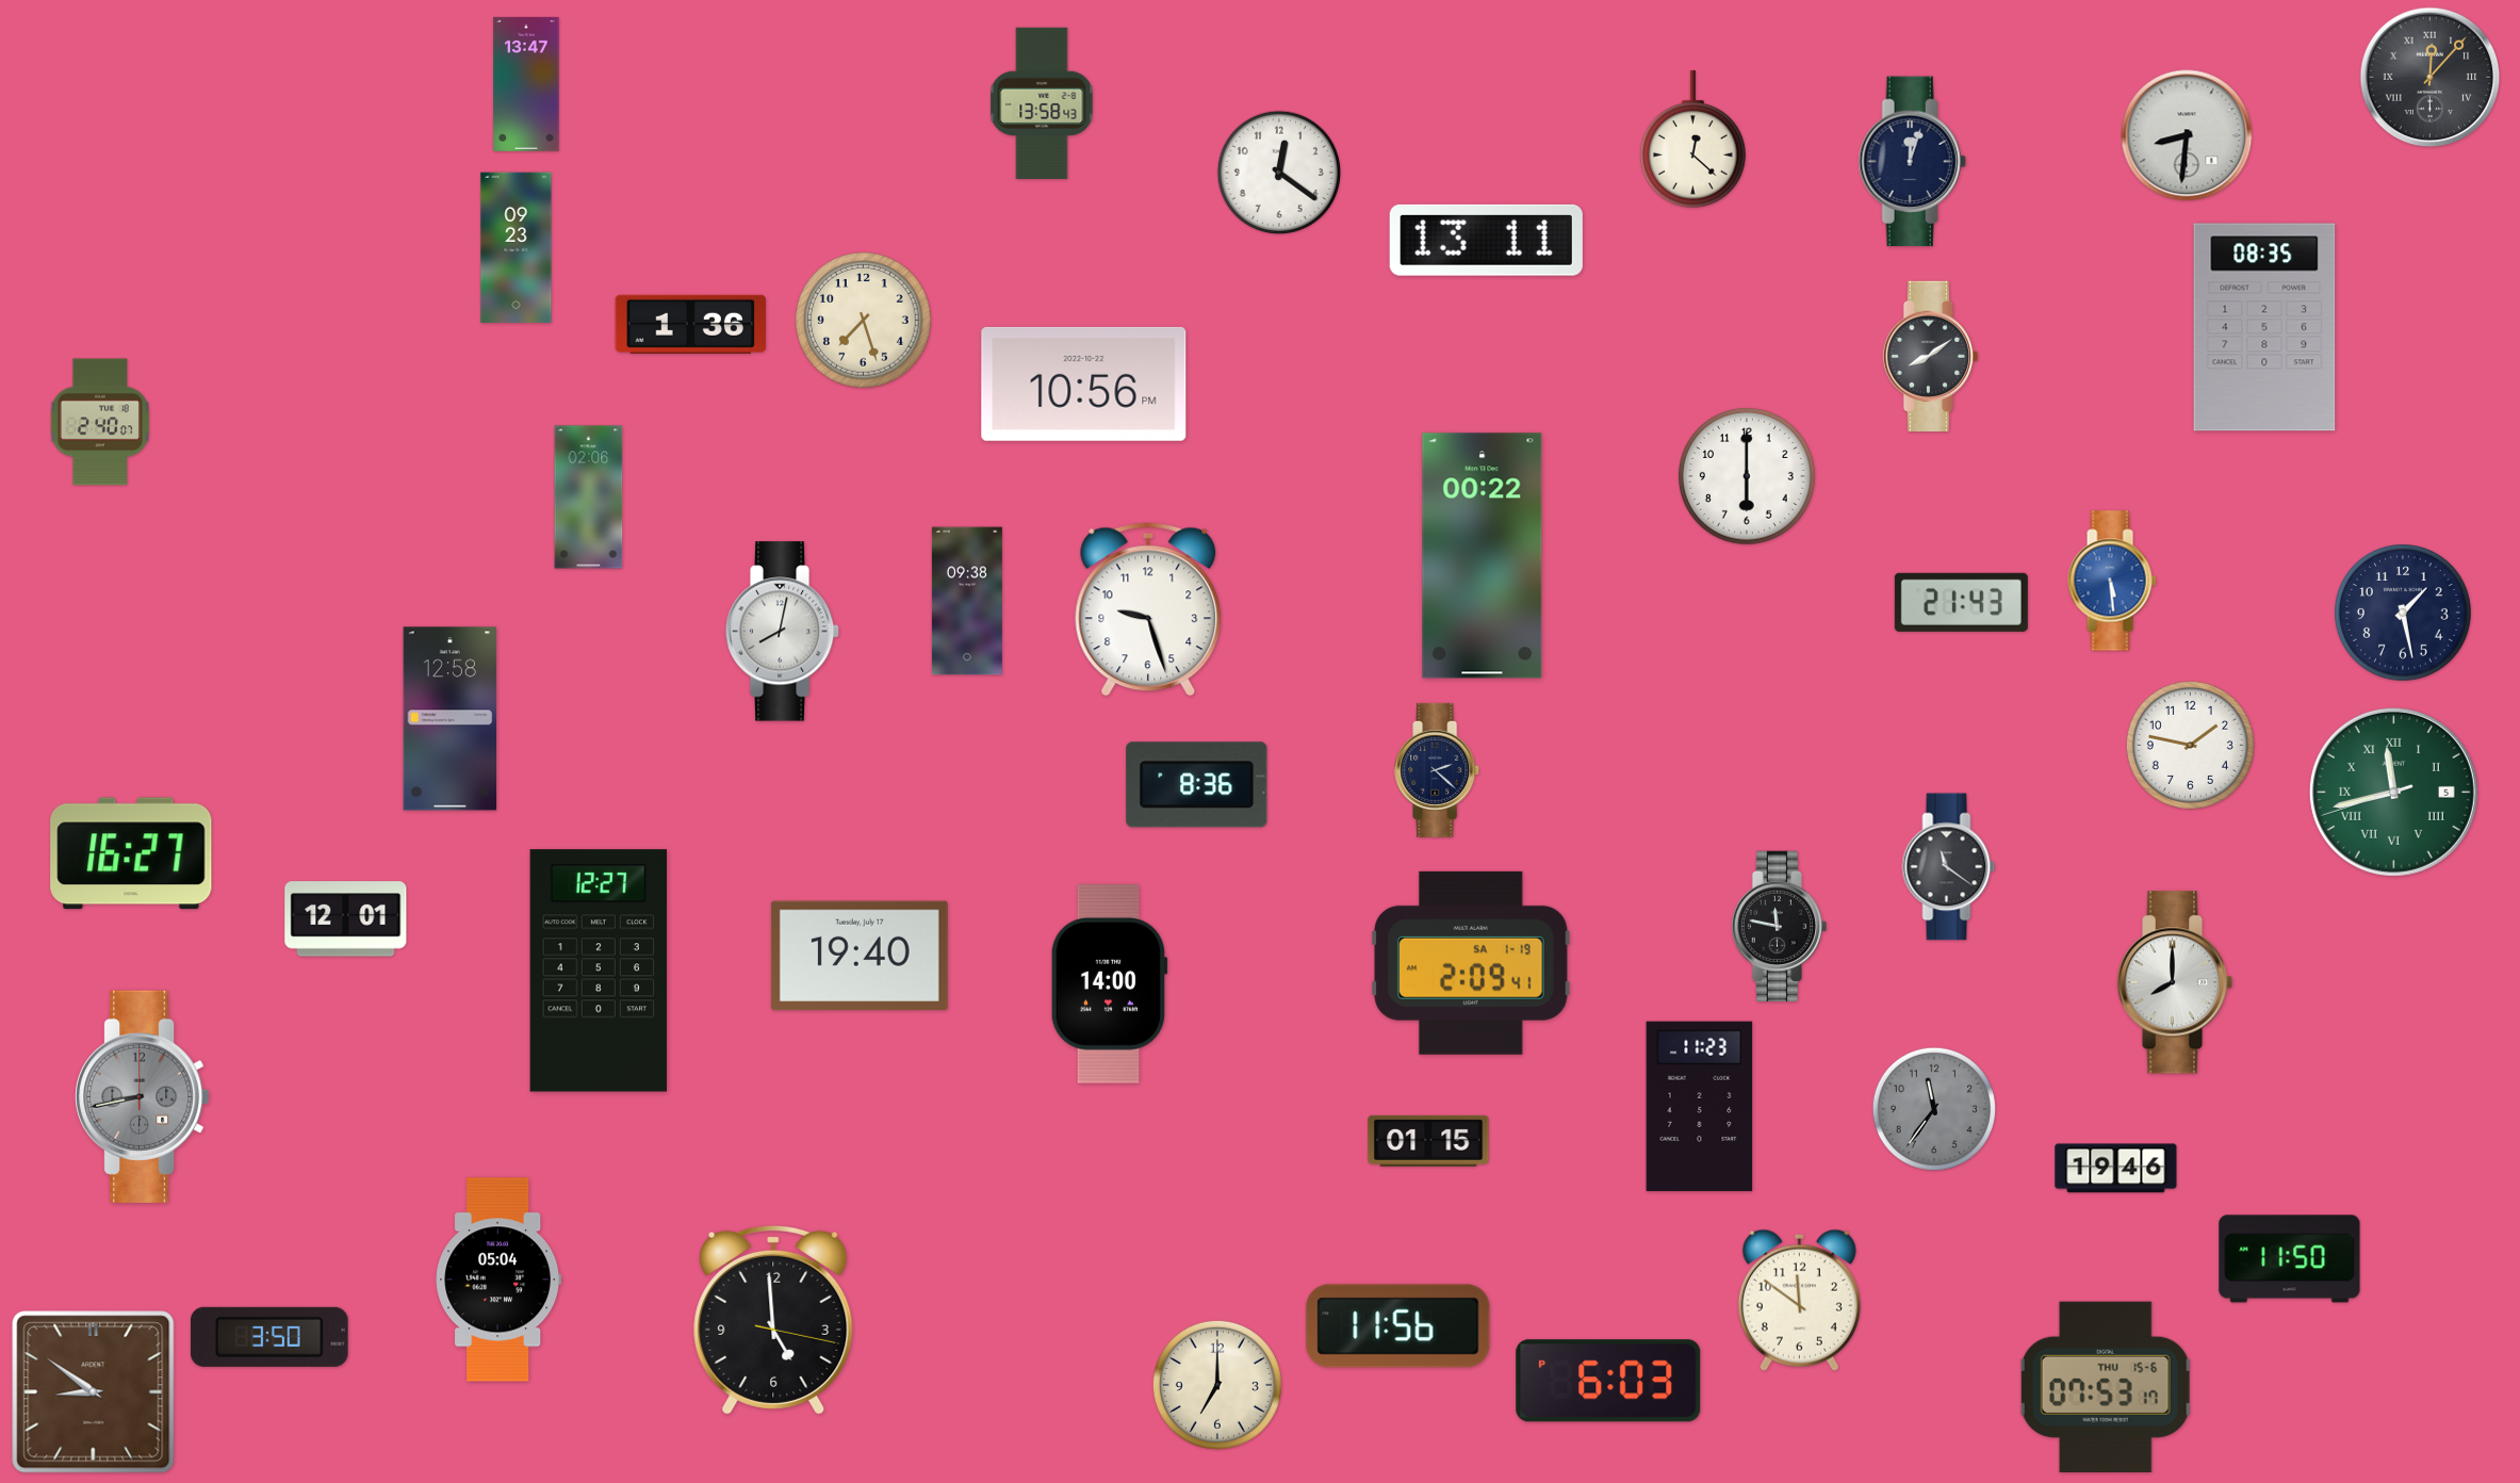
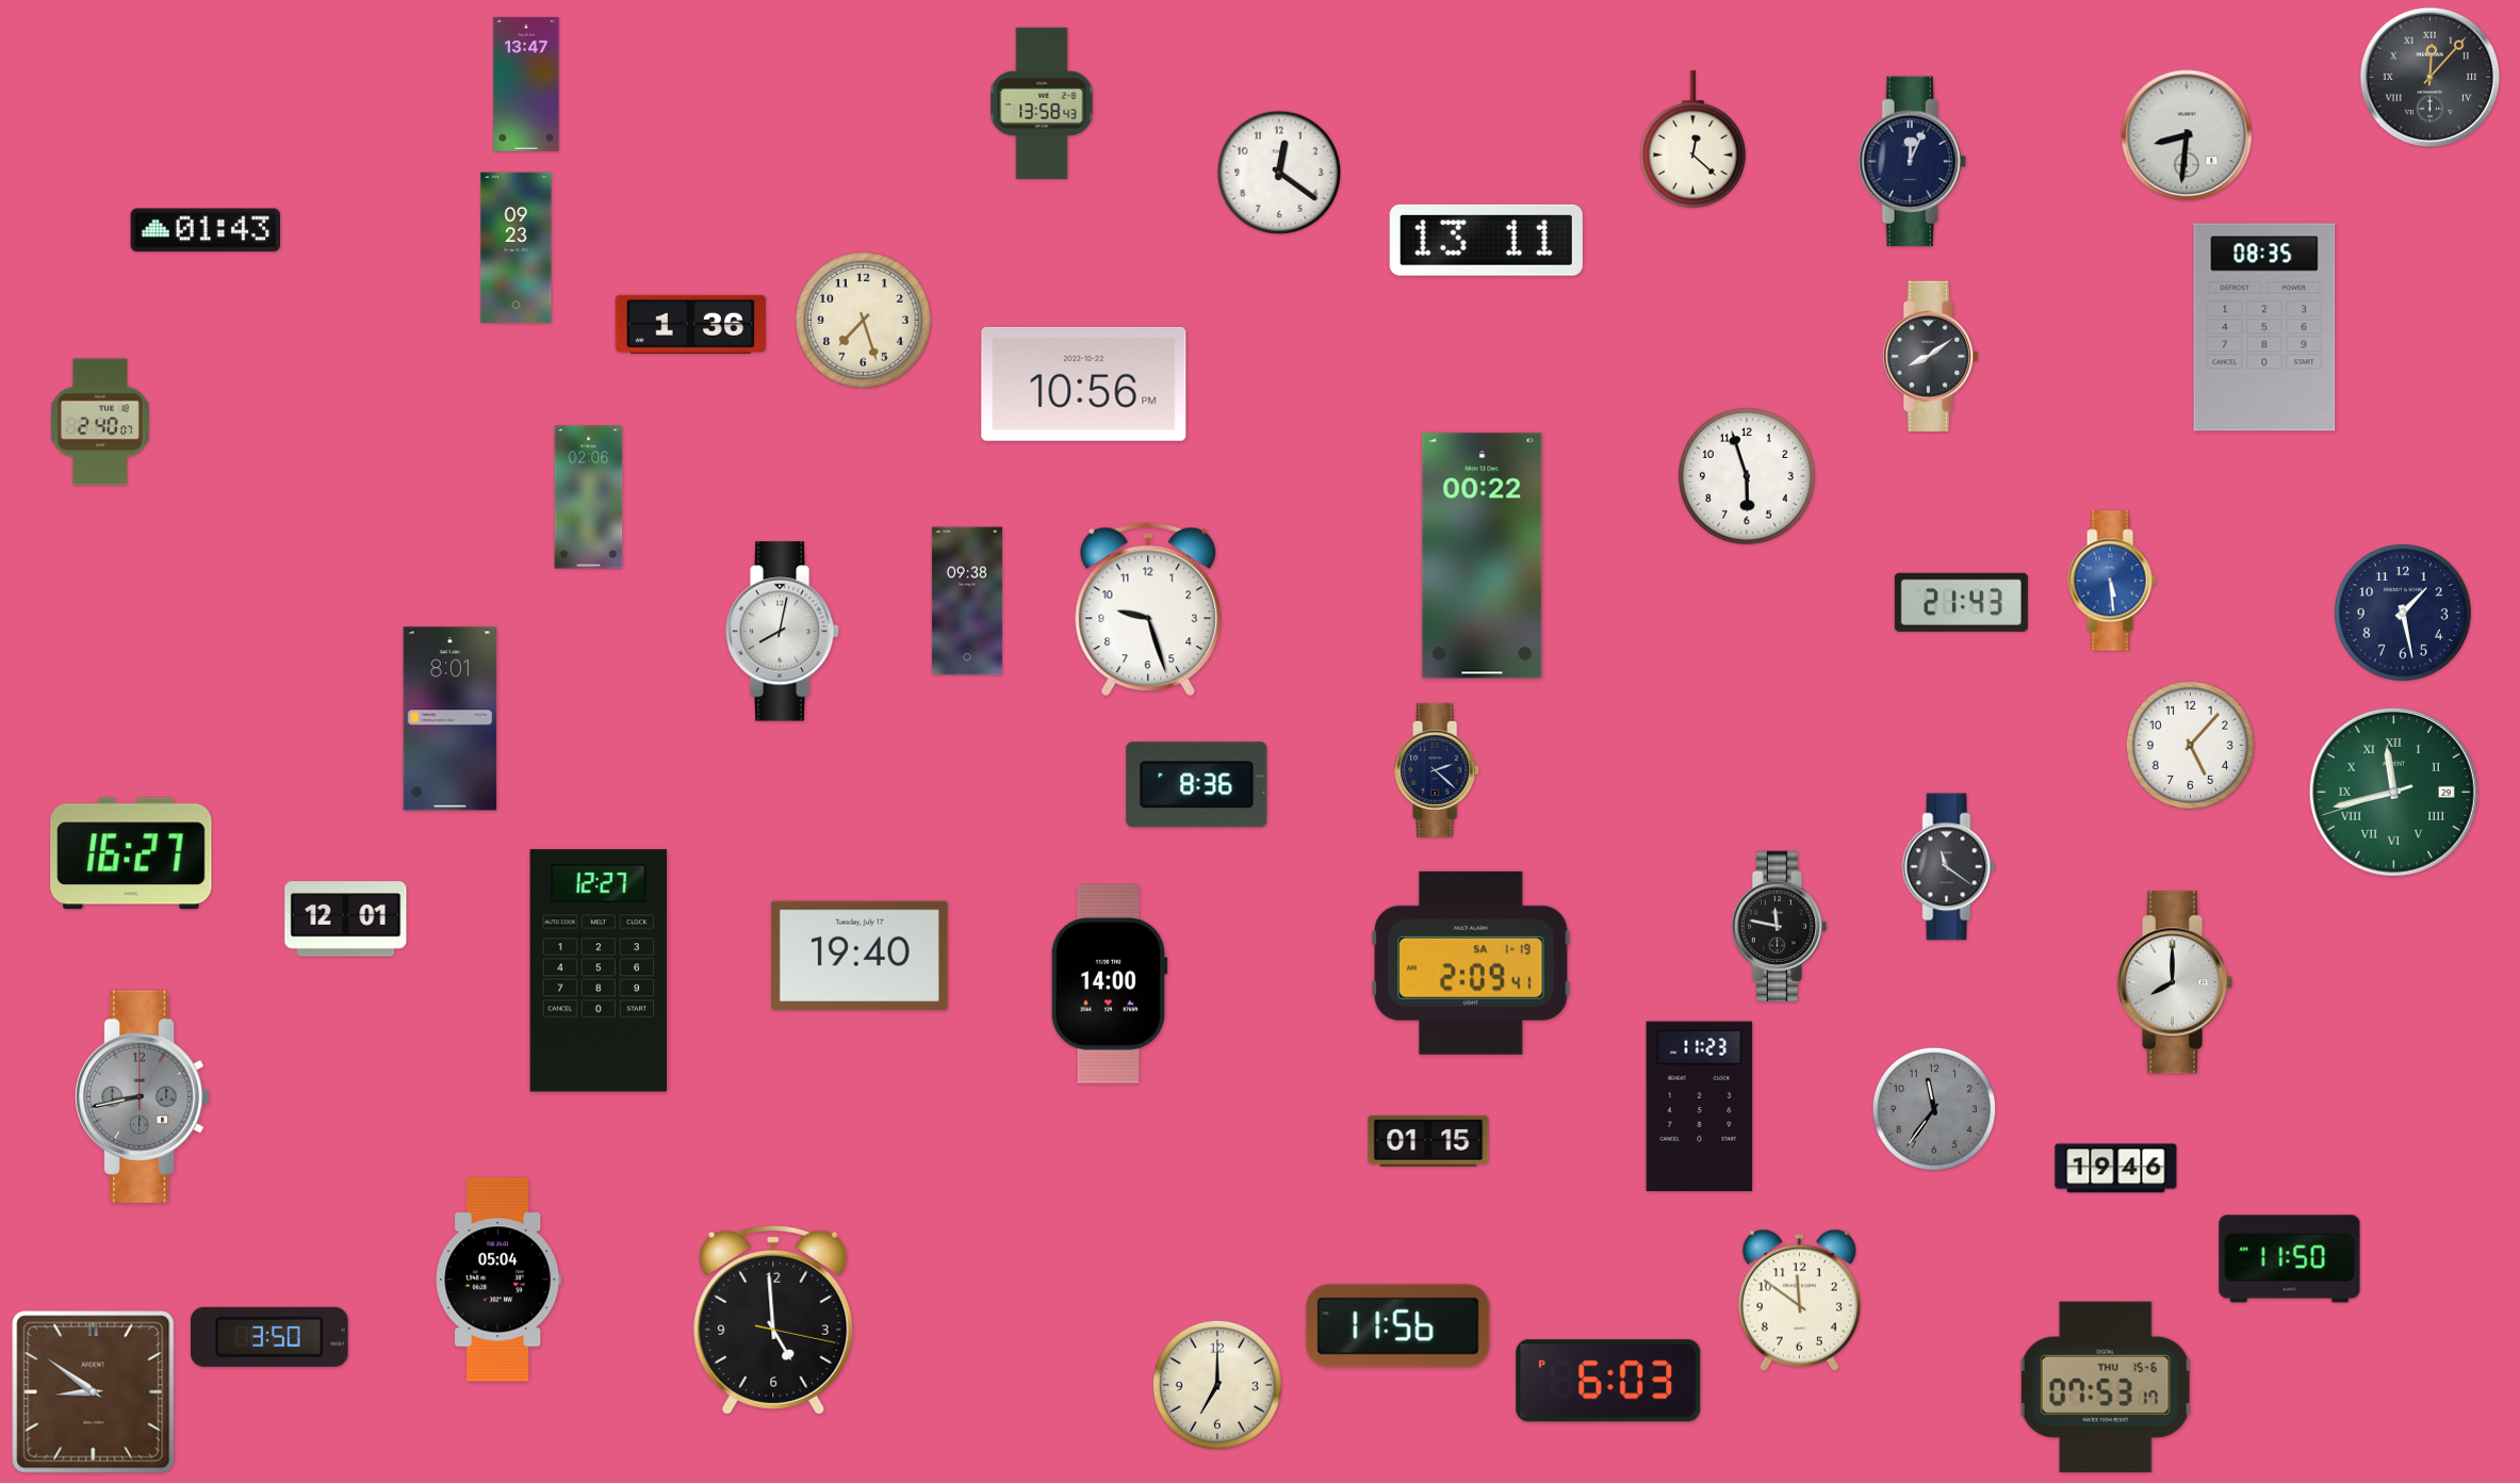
clock at (1912, 162): 12:03 -> 12:04
clock at (206, 230): none -> 01:43
clock at (1747, 476): 6:00 -> 5:57
clock at (451, 719): 12:58 -> 8:01
clock at (2190, 745): 1:47 -> 5:07
clock at (2393, 792) date: 5 -> 29
